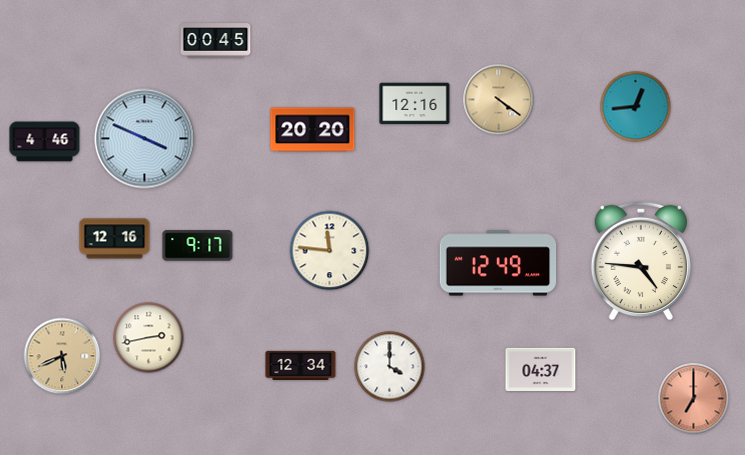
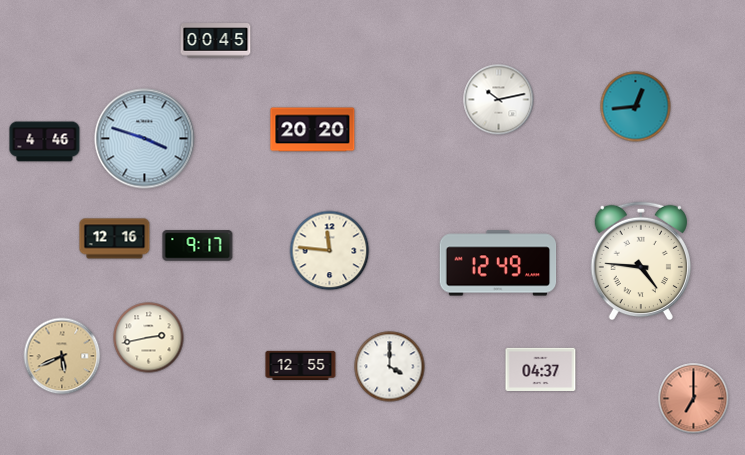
clock at (499, 100): 4:21 -> 10:13
clock at (499, 100) dial: champagne -> white
clock at (415, 104): 12:16 -> none
clock at (145, 139): 3:49 -> 3:48
clock at (301, 365): 12:34 -> 12:55
